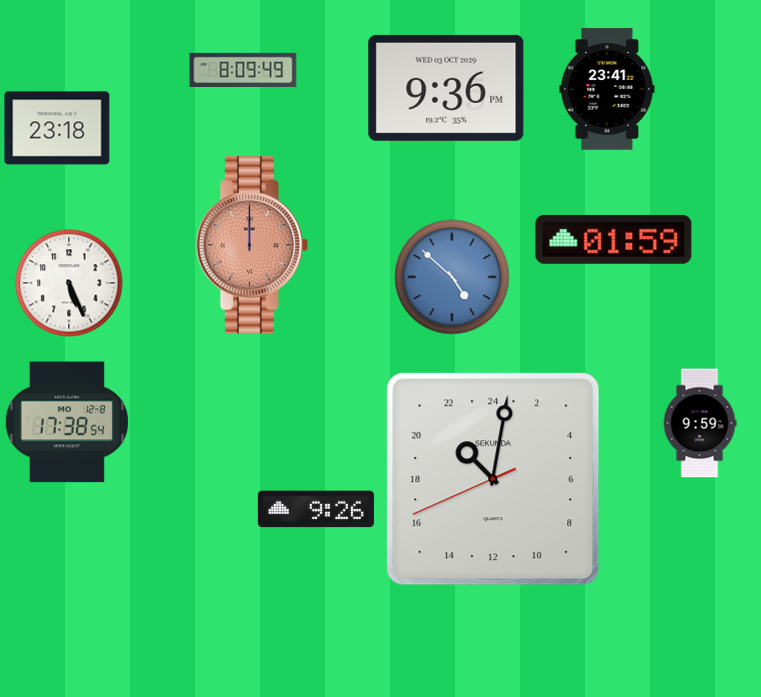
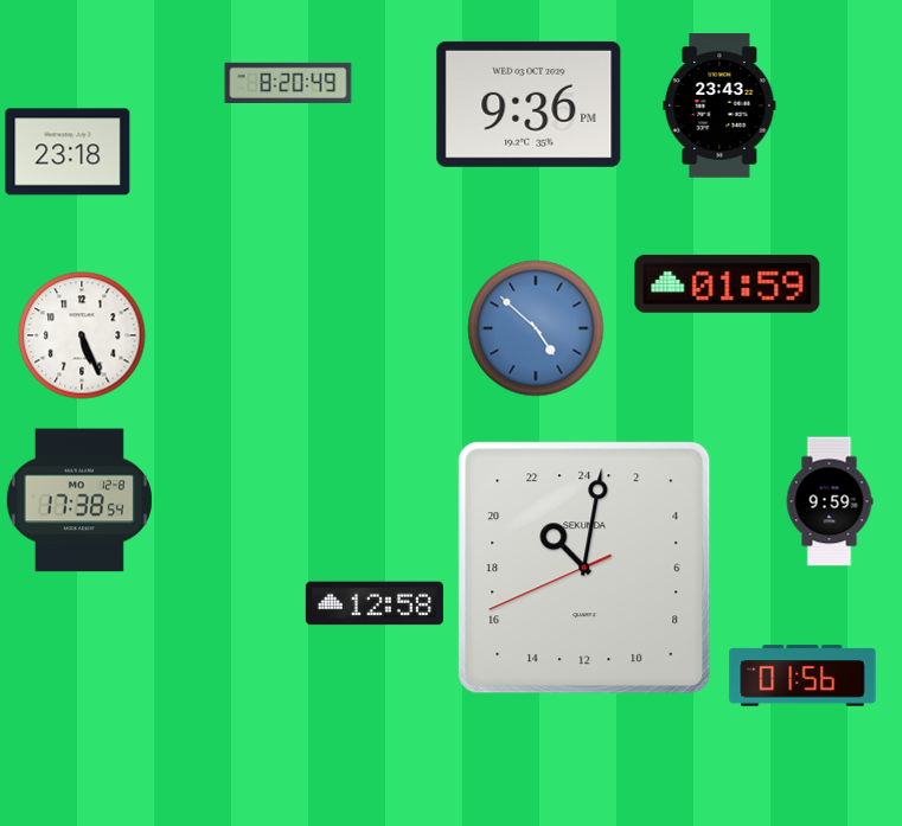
clock at (243, 69): 8:09 -> 8:20
clock at (607, 89): 23:41 -> 23:43
clock at (252, 245): 12:00 -> none
clock at (316, 509): 9:26 -> 12:58
clock at (802, 675): none -> 01:56
